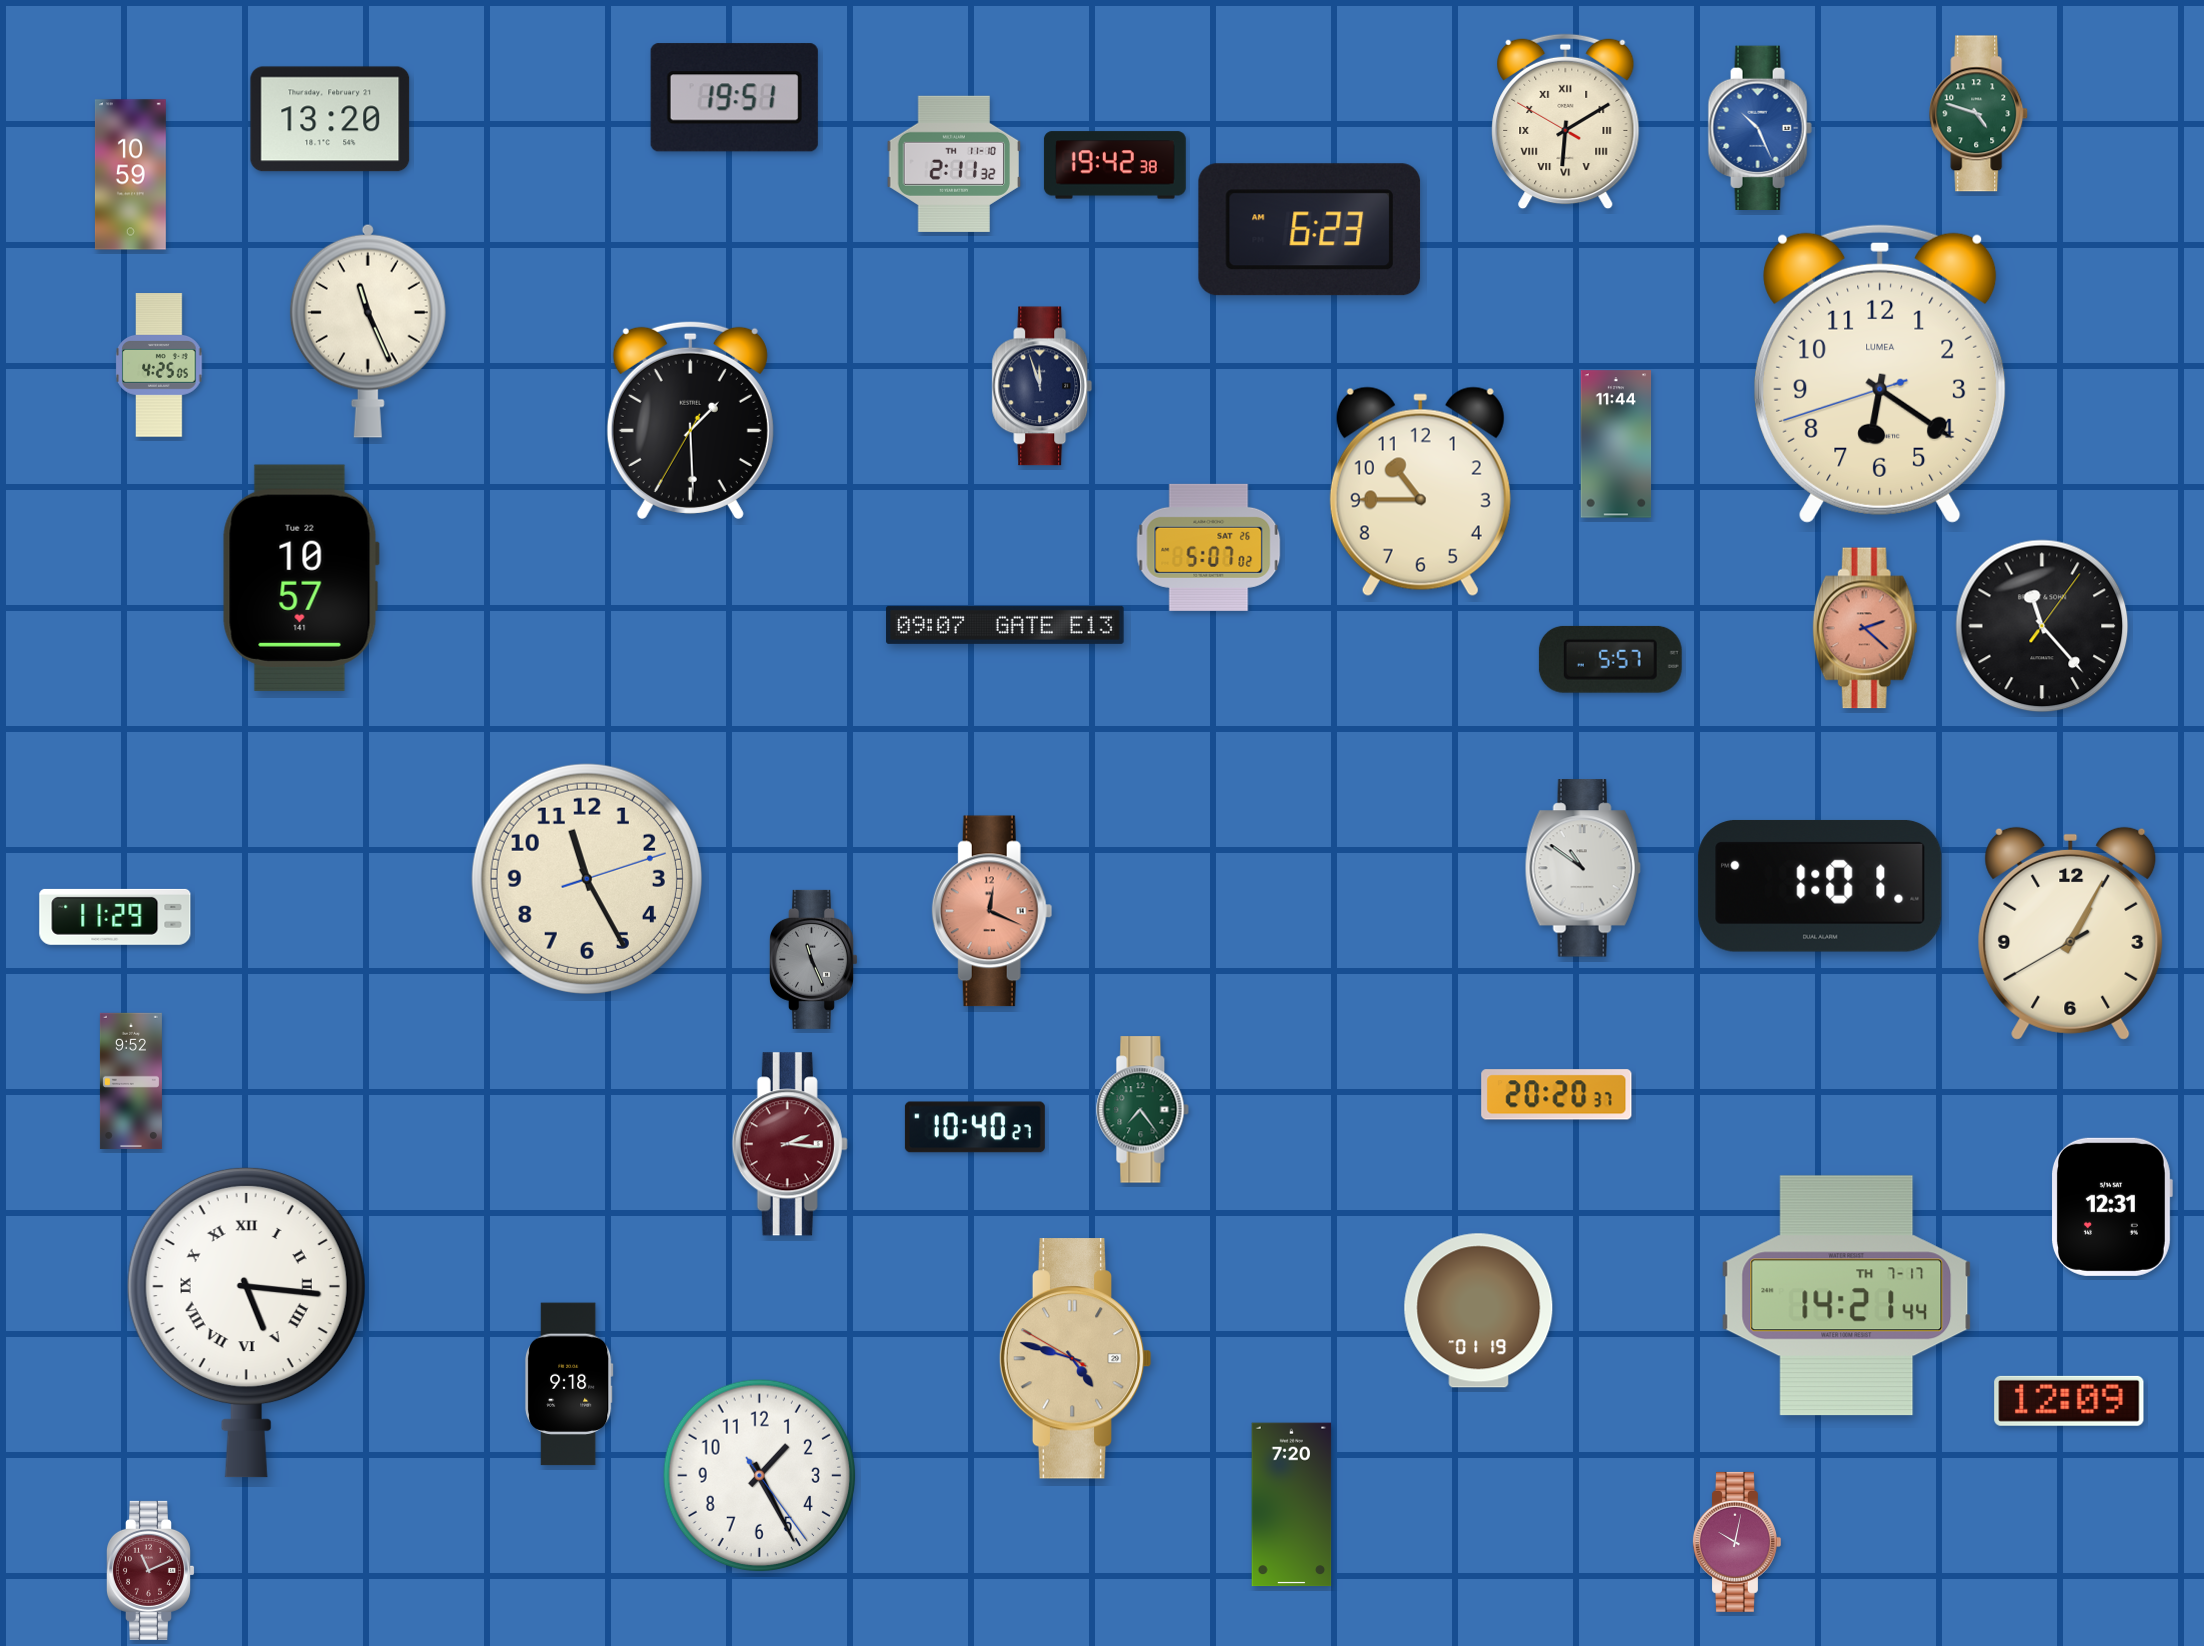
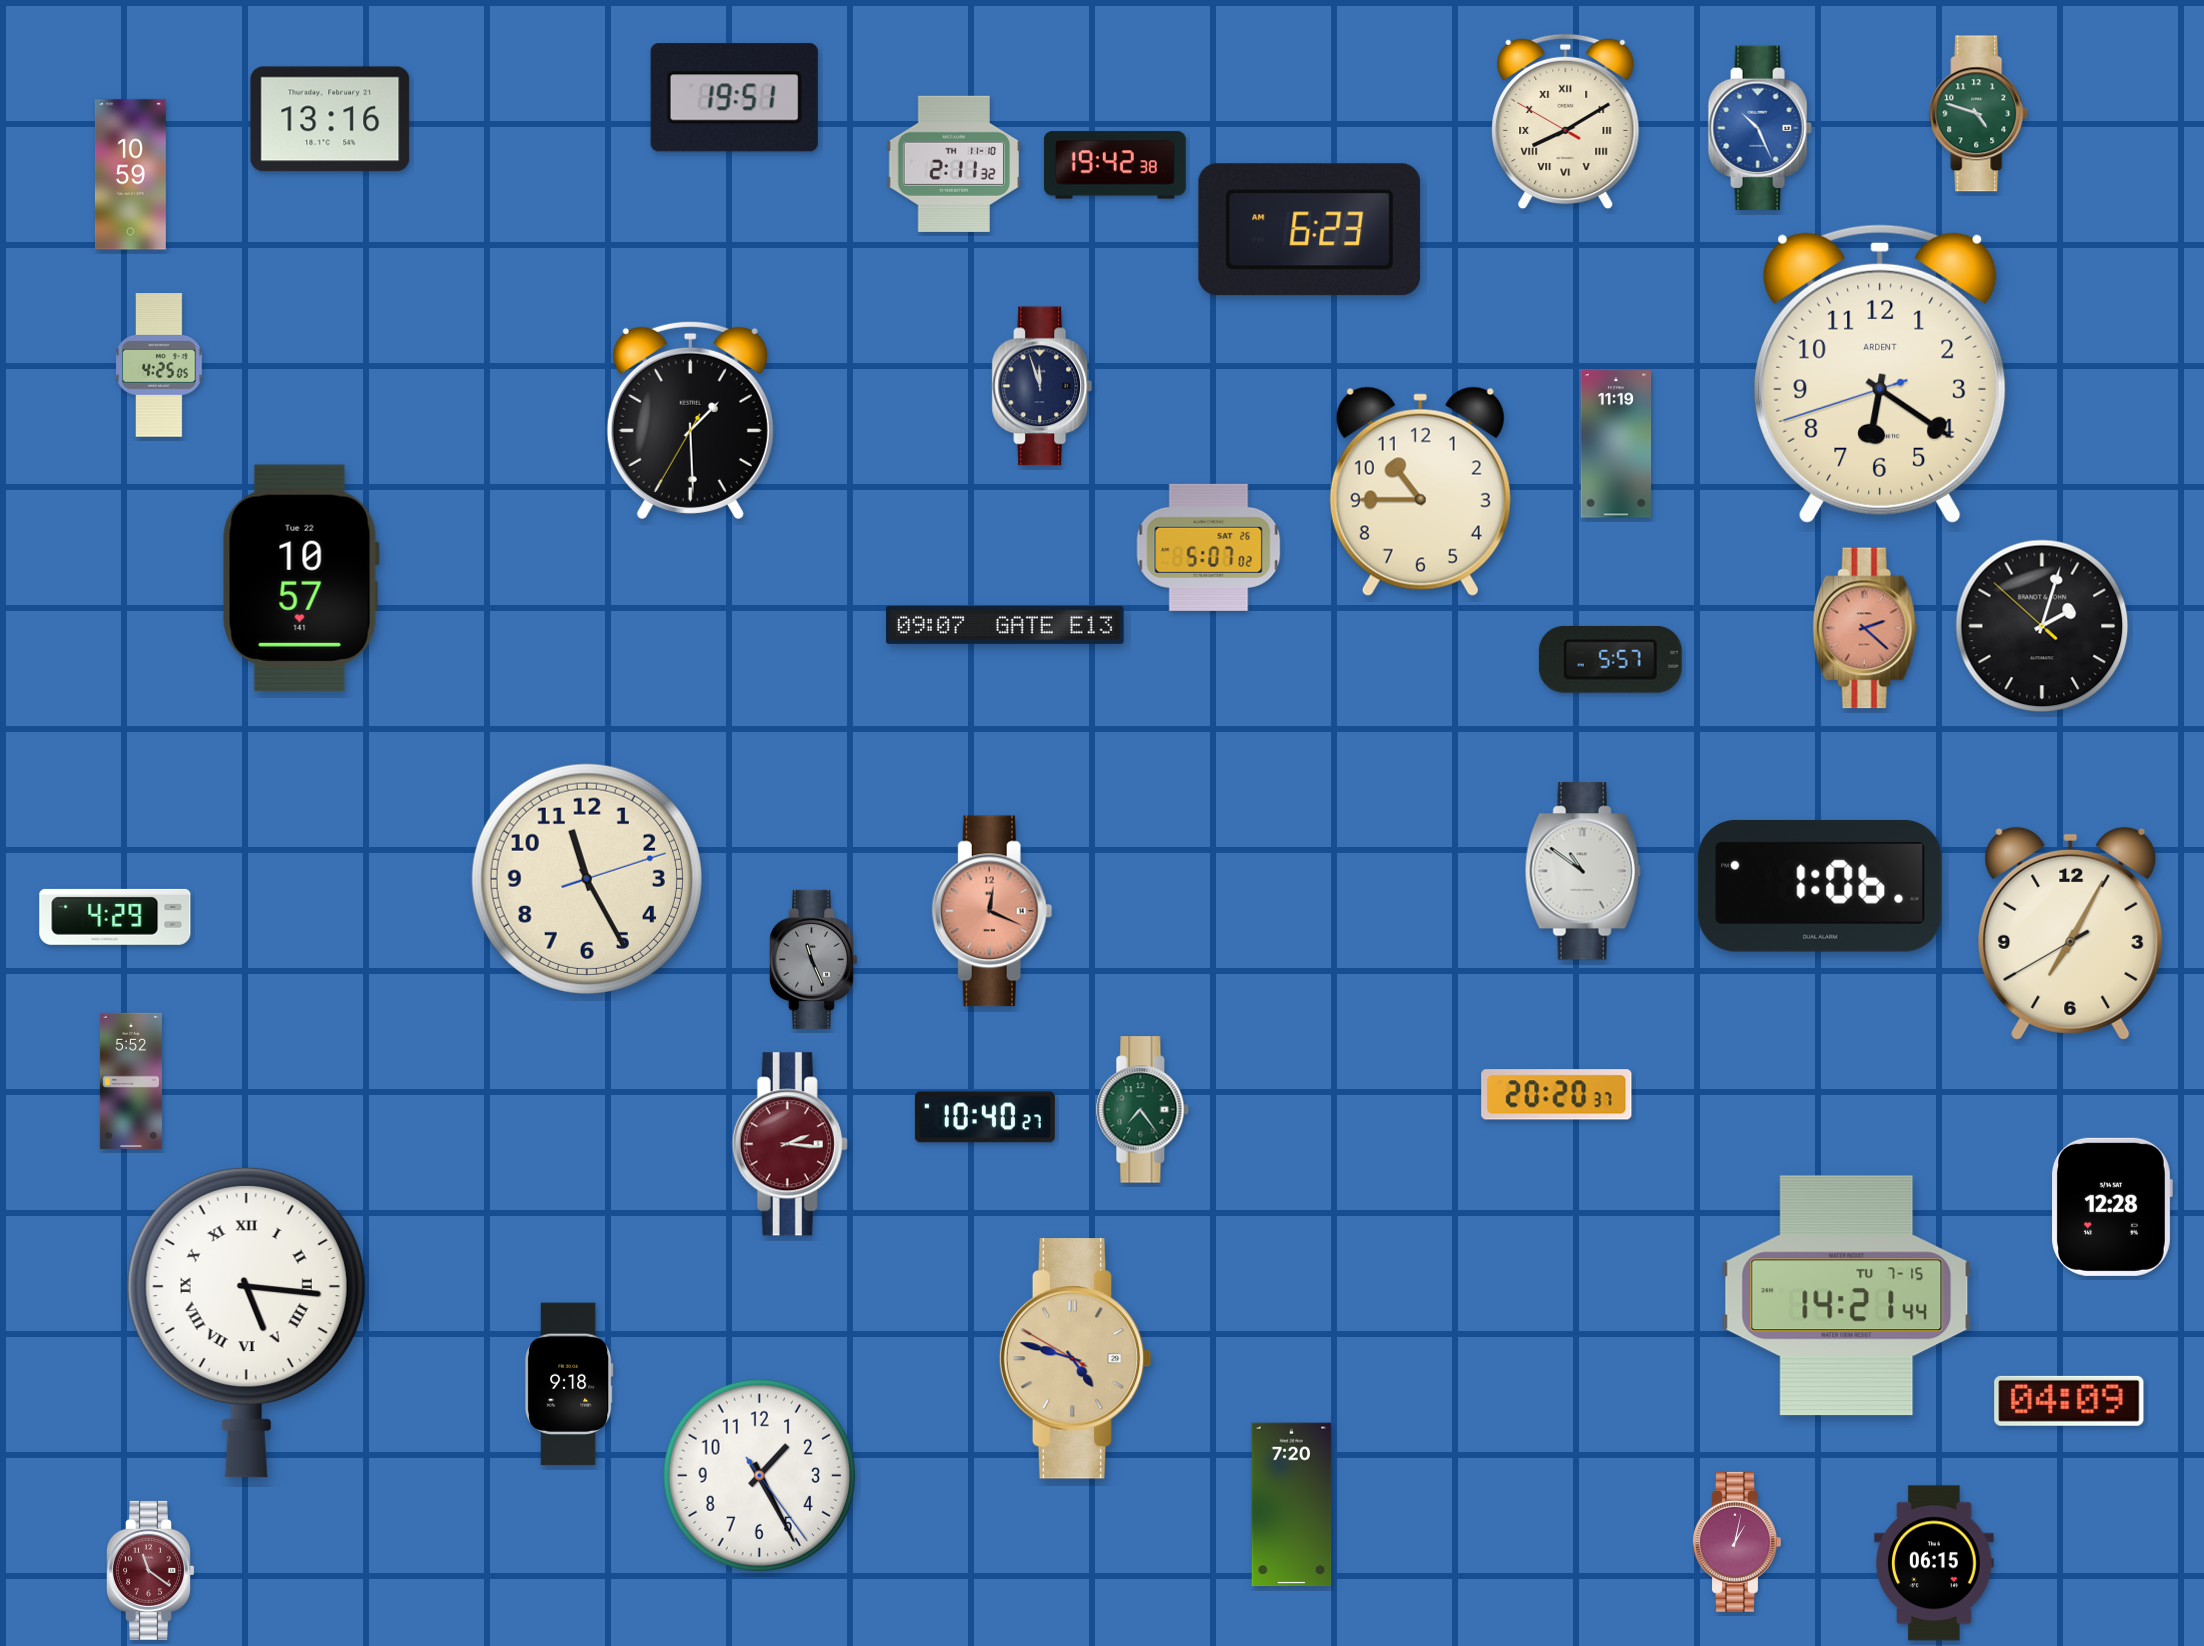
clock at (330, 119): 13:20 -> 13:16
clock at (1566, 122): 6:09 -> 8:09
clock at (368, 331): 11:26 -> none
clock at (1880, 374) brand: LUMEA -> ARDENT
clock at (1616, 444): 11:44 -> 11:19
clock at (2042, 626): 11:23 -> 2:02
clock at (1583, 868) position: (1583, 868) -> (1583, 871)
clock at (1820, 886): 1:01 -> 1:06
clock at (115, 917): 11:29 -> 4:29
clock at (2071, 933): 1:04 -> 7:04
clock at (131, 1081): 9:52 -> 5:52
clock at (975, 1127) position: (975, 1127) -> (985, 1117)
clock at (2112, 1207): 12:31 -> 12:28
clock at (1847, 1296) date: TH 7-17 -> TU 7-15
clock at (1479, 1311): 01:19 -> none
clock at (2069, 1401): 12:09 -> 04:09
clock at (1736, 1542): 10:02 -> 1:02
clock at (1934, 1563): none -> 06:15
clock at (150, 1570): 11:11 -> 11:21
